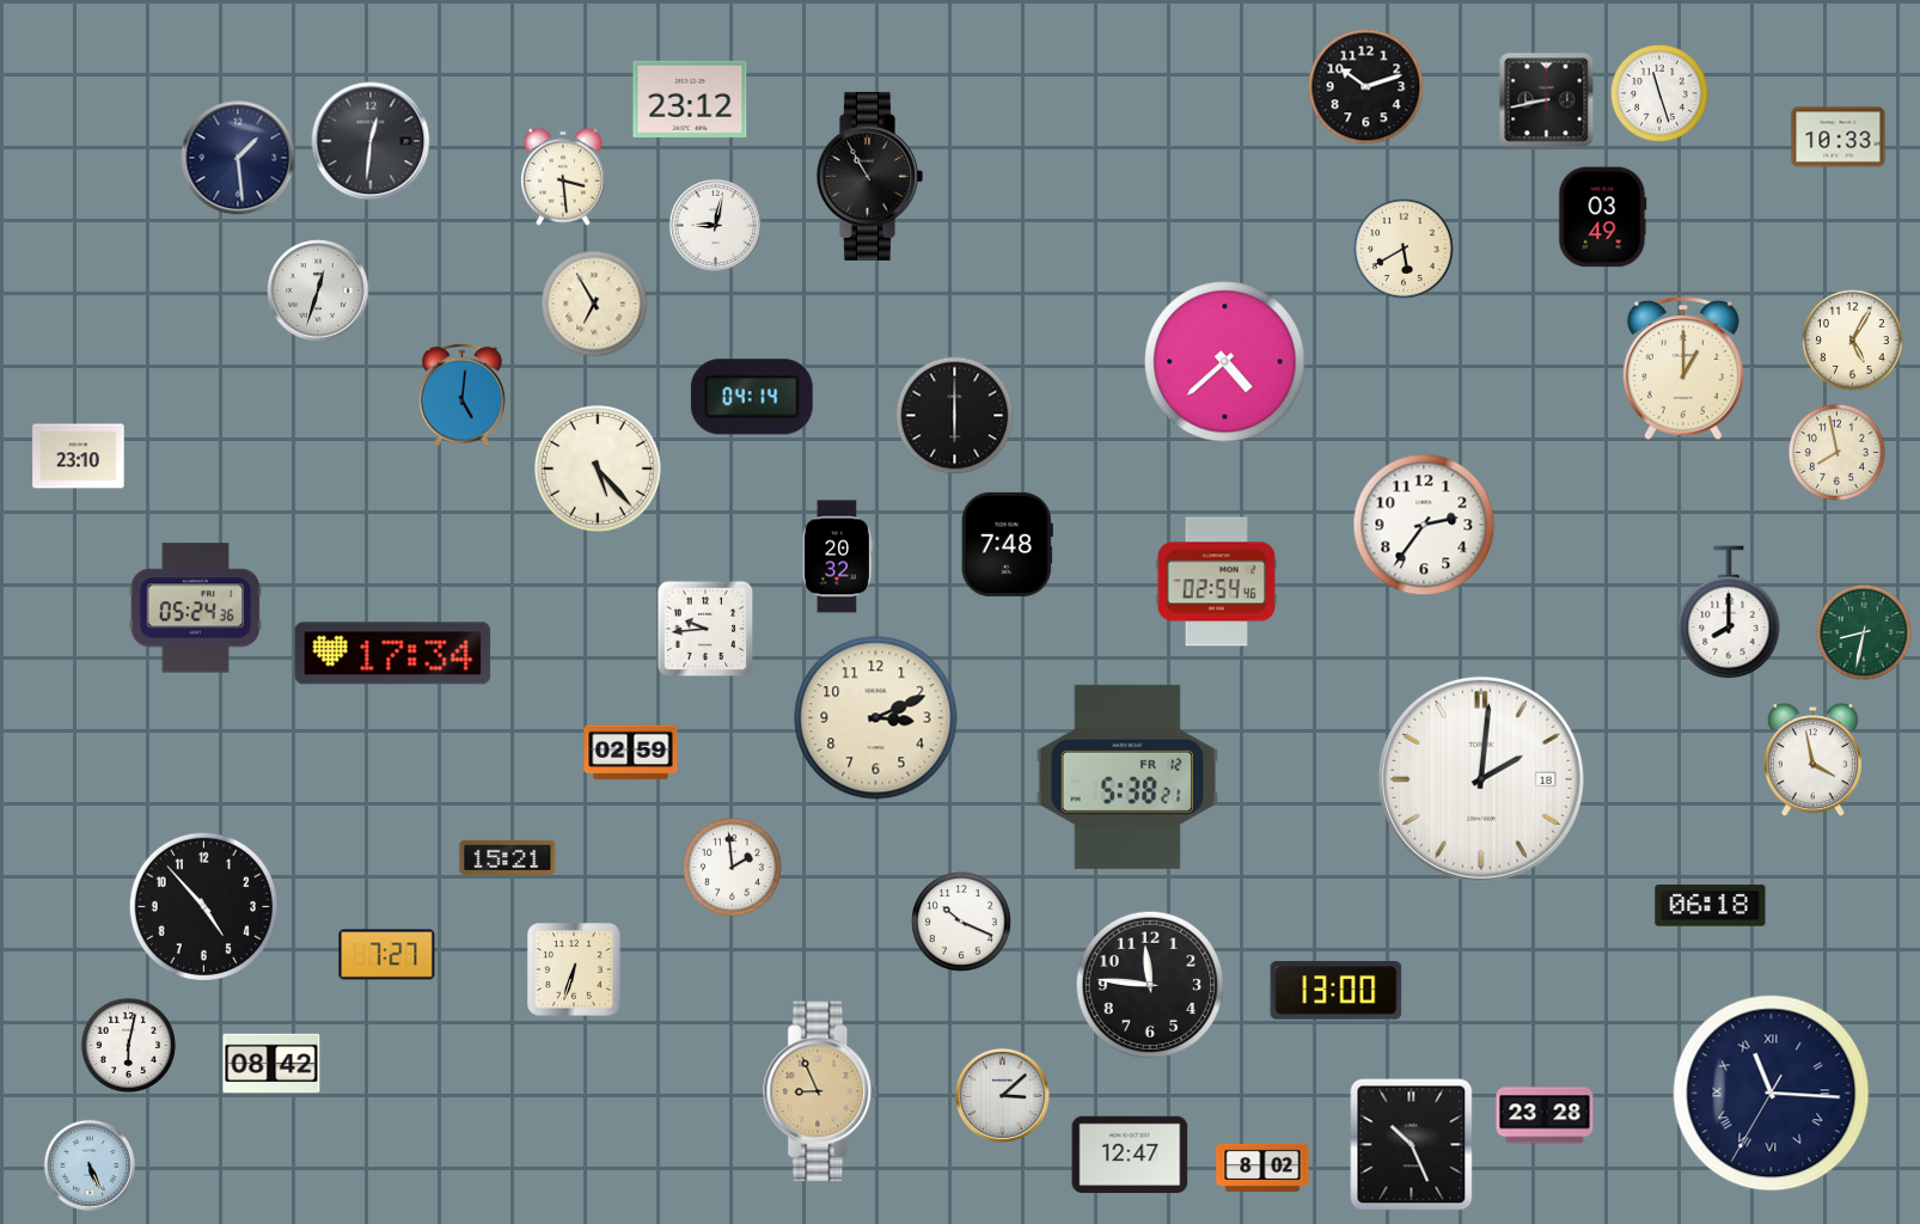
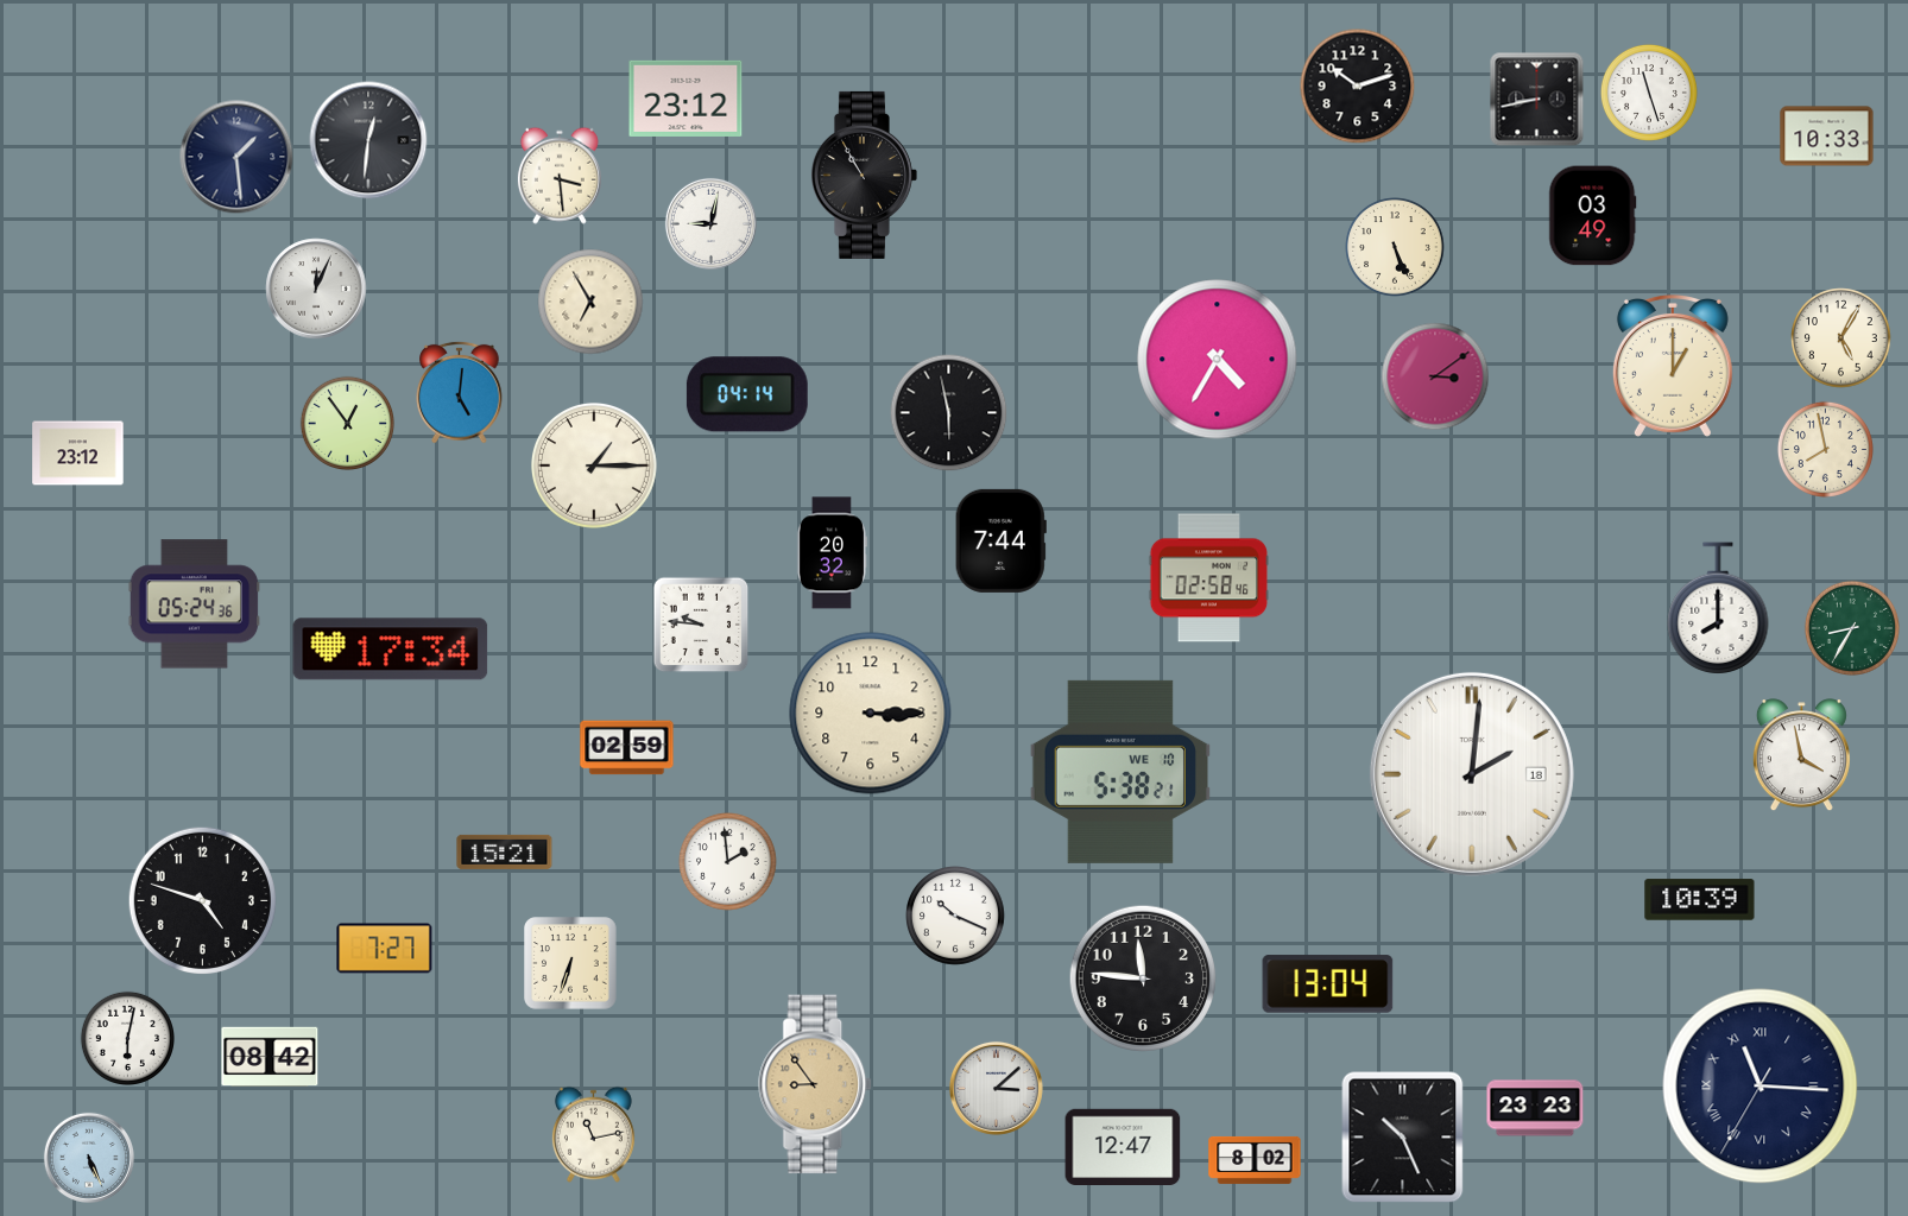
clock at (1405, 250): 5:40 -> 5:26
clock at (318, 290): 12:33 -> 12:04
clock at (1225, 362): 4:38 -> 4:35
clock at (1435, 376): none -> 3:09
clock at (955, 416): 6:00 -> 5:58
clock at (347, 423): none -> 12:54
clock at (79, 457): 23:10 -> 23:12
clock at (598, 469): 5:23 -> 1:15
clock at (1424, 525): 2:36 -> none
clock at (1007, 544): 7:48 -> 7:44
clock at (1217, 582): 02:54 -> 02:58
clock at (705, 629): 9:44 -> 9:46
clock at (1864, 632): 8:32 -> 8:35
clock at (876, 718): 3:11 -> 3:15
clock at (1126, 777) date: FR 12 -> WE 10
clock at (203, 906): 4:53 -> 4:48
clock at (1711, 906): 06:18 -> 10:39
clock at (1337, 991): 13:00 -> 13:04
clock at (821, 1091): 8:56 -> 8:54
clock at (1545, 1115): 23:28 -> 23:23
clock at (593, 1134): none -> 11:13
